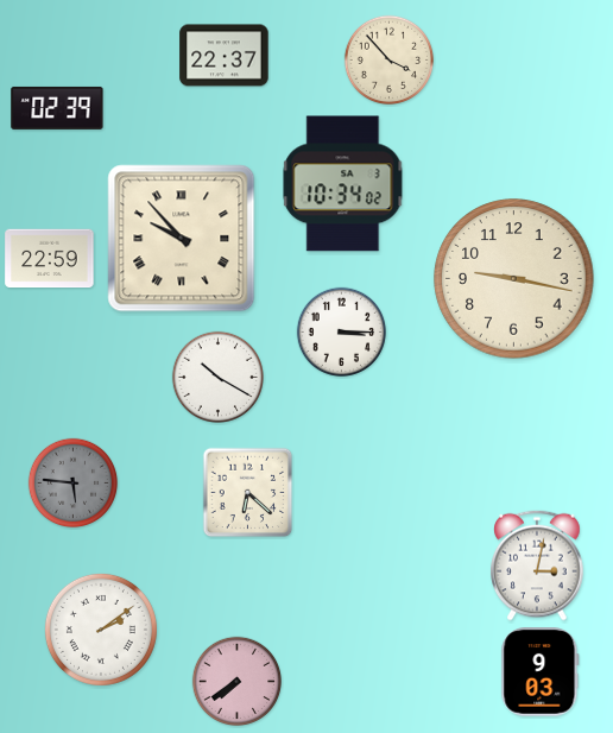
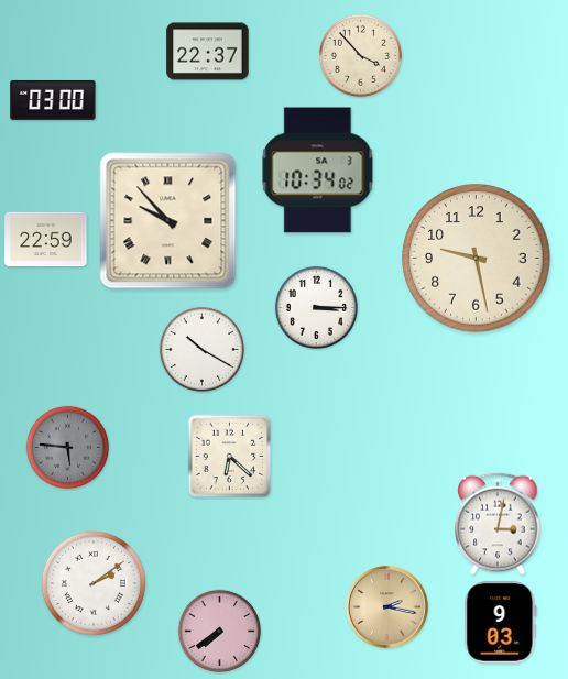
clock at (57, 108): 02:39 -> 03:00
clock at (514, 279): 9:17 -> 9:28
clock at (386, 606): none -> 2:17
